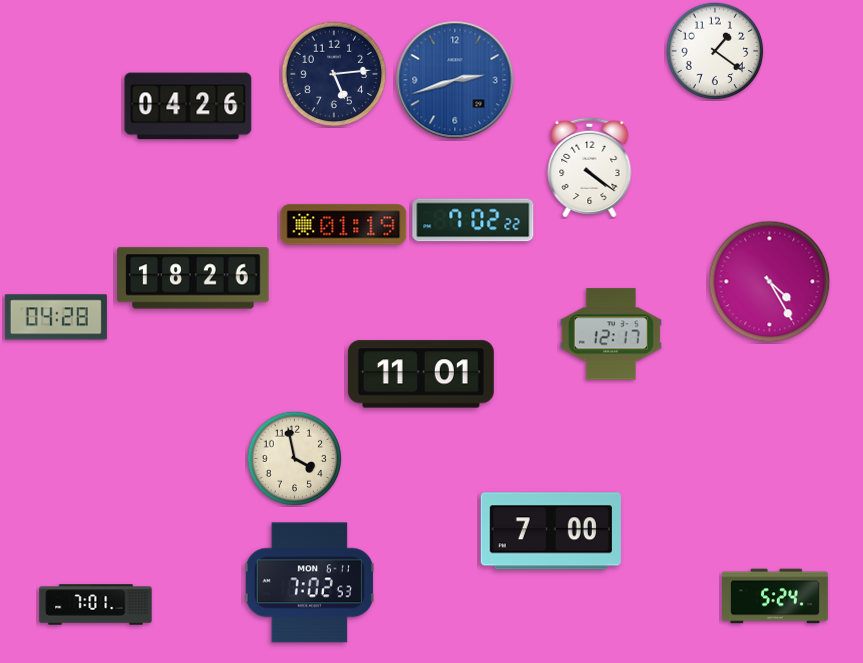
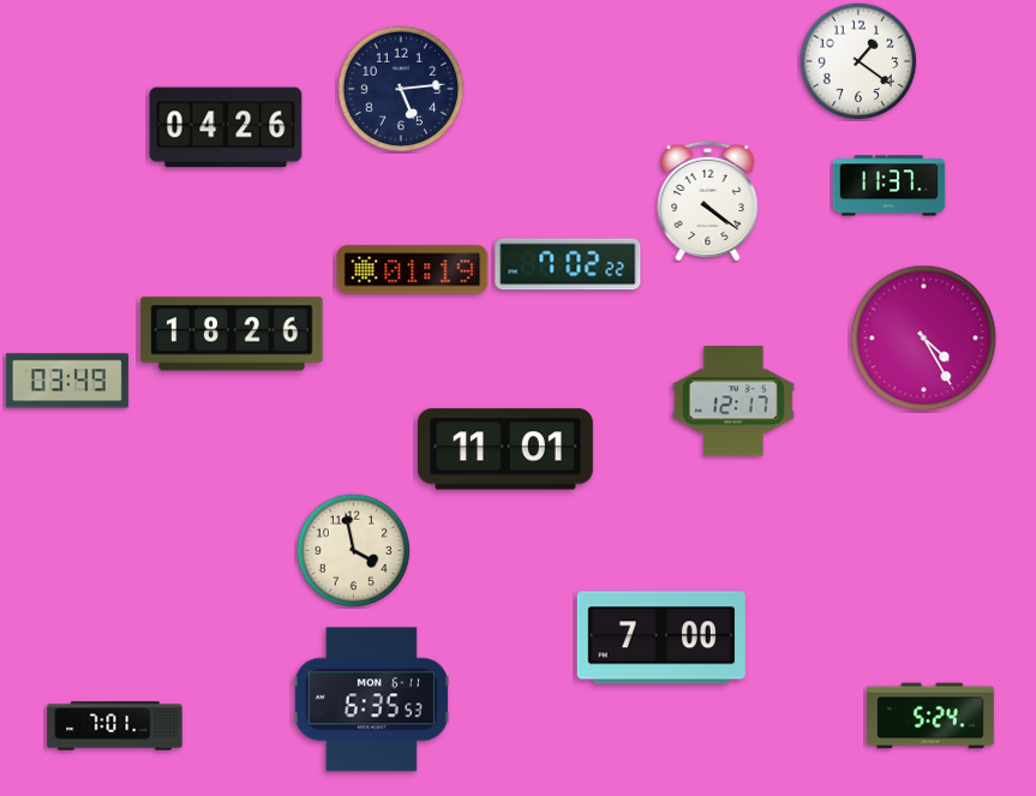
clock at (455, 80): 2:42 -> none
clock at (890, 186): none -> 11:37
clock at (56, 317): 04:28 -> 03:49
clock at (309, 583): 7:02 -> 6:35
